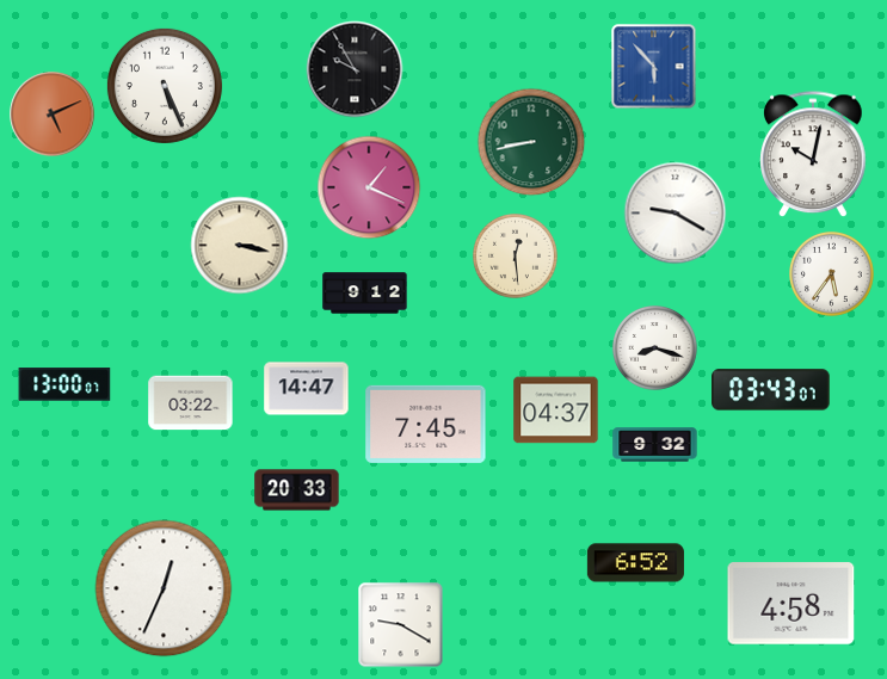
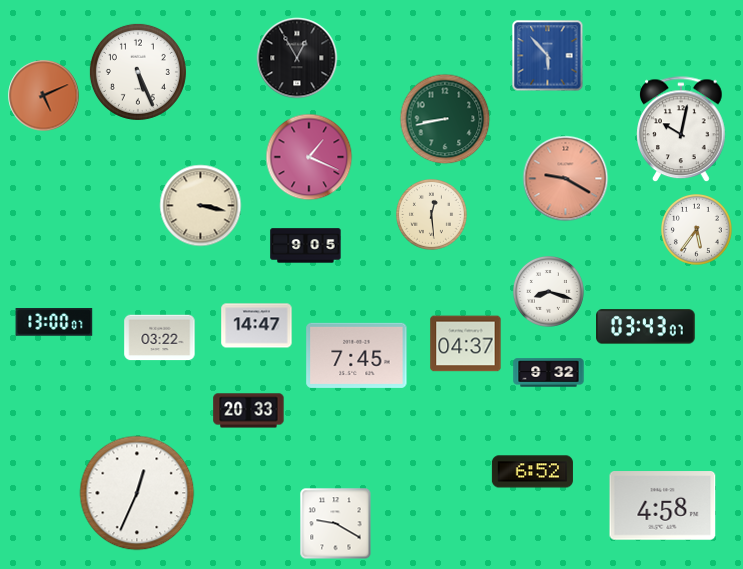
clock at (355, 69): 9:55 -> 12:55
clock at (676, 214) dial: white -> salmon
clock at (365, 294): 9:12 -> 9:05
